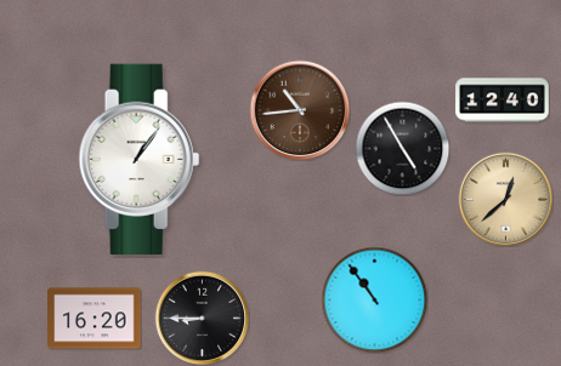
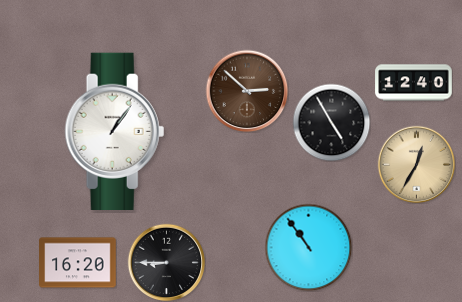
clock at (300, 110): 10:44 -> 2:52
clock at (505, 199): 12:38 -> 12:35
